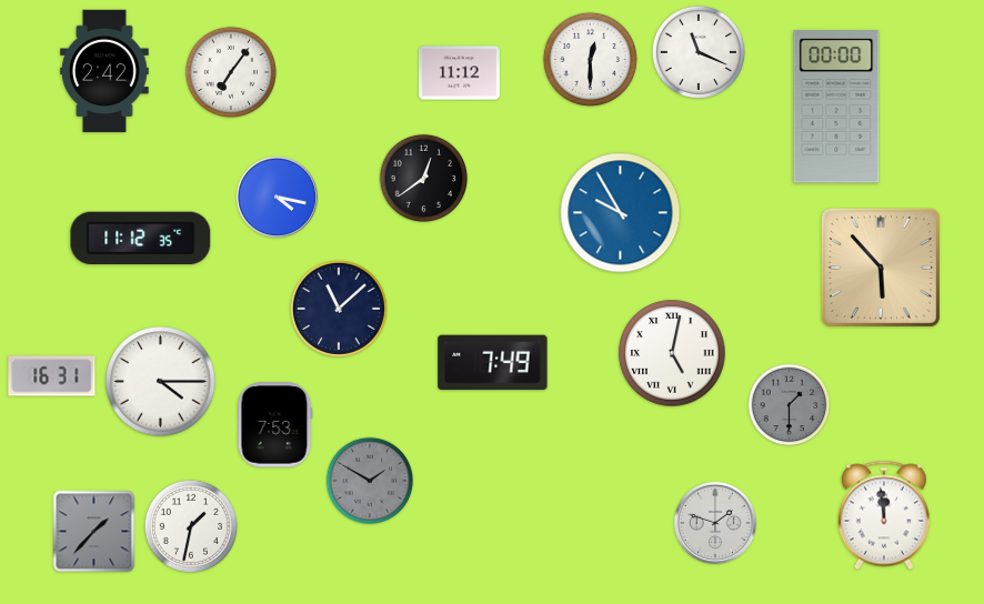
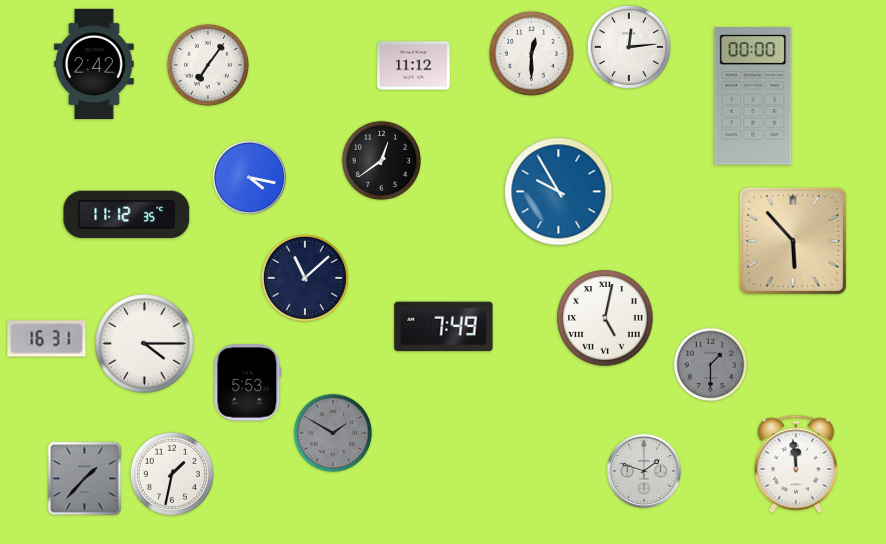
clock at (699, 52): 11:19 -> 12:14
clock at (275, 425): 7:53 -> 5:53
